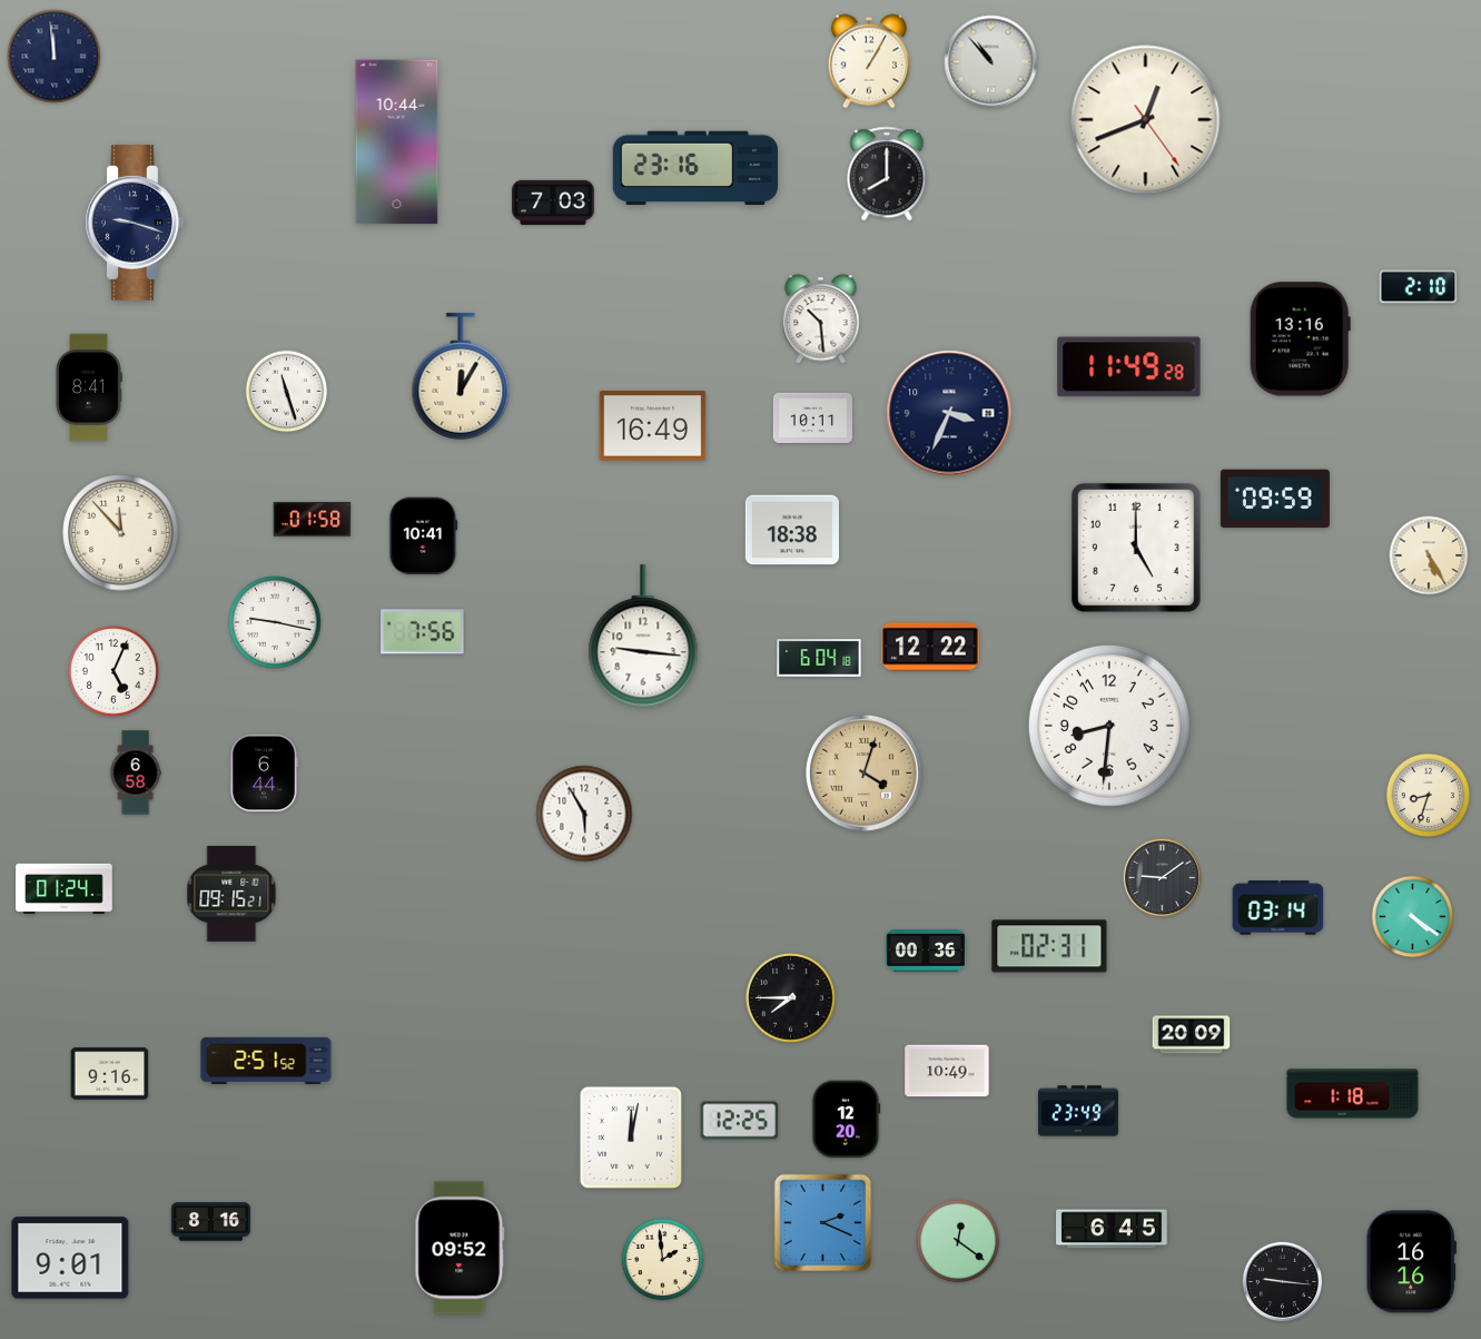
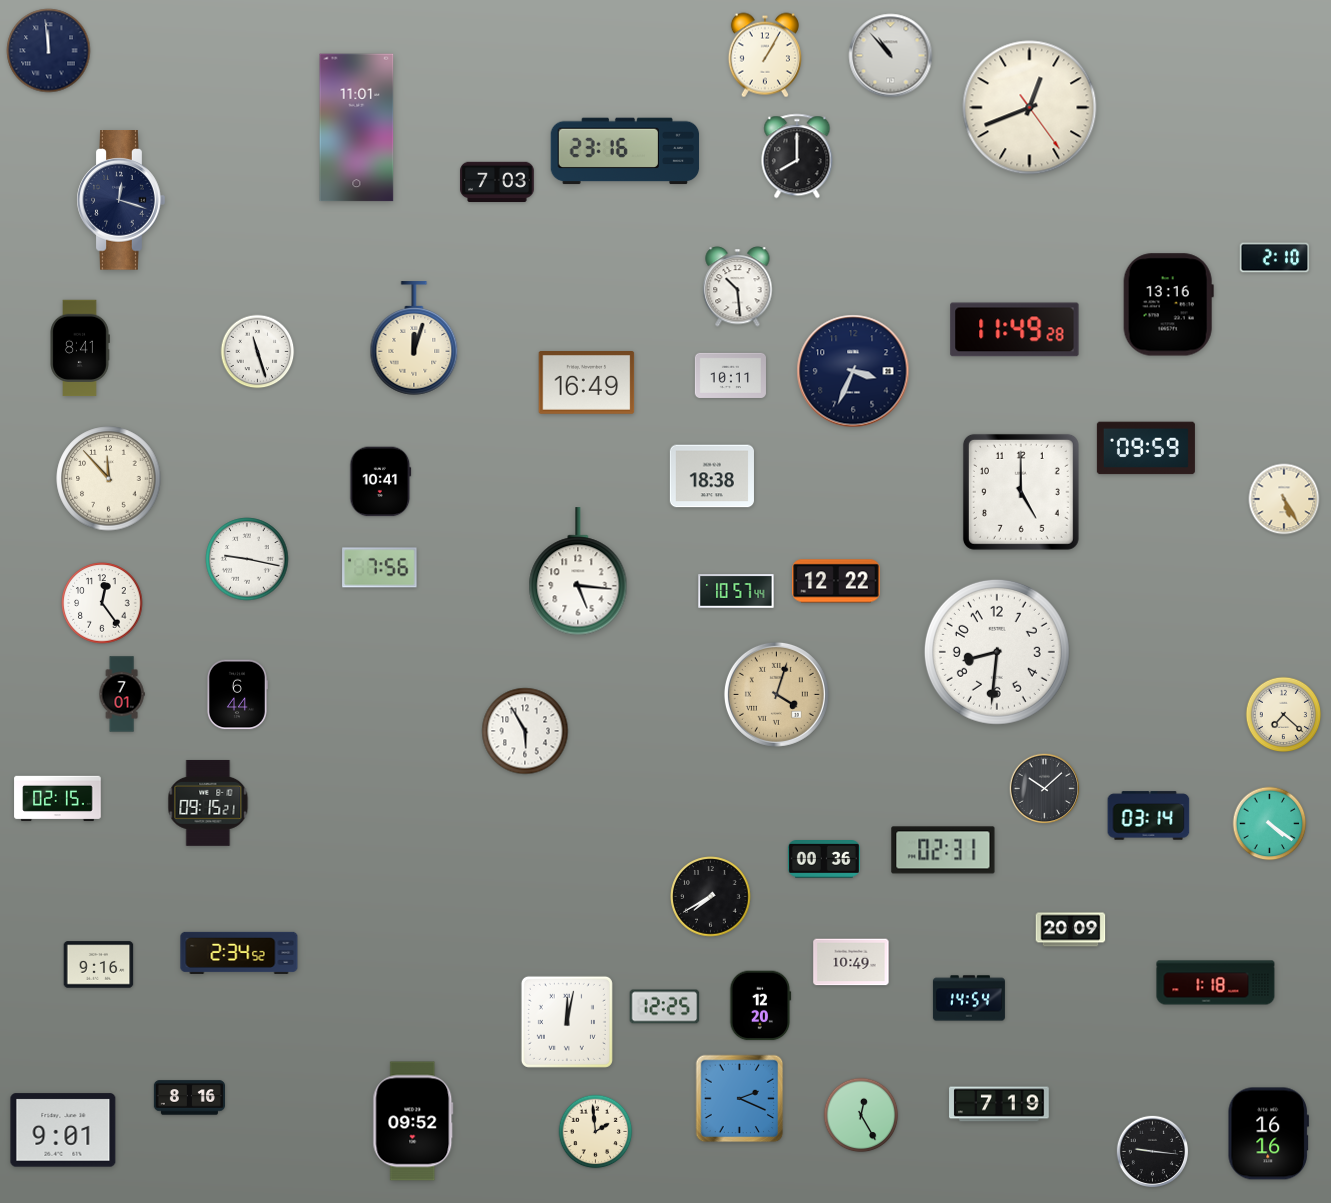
clock at (869, 61) position: (869, 61) -> (765, 55)
clock at (397, 142): 10:44 -> 11:01
clock at (135, 223): 9:18 -> 12:18
clock at (461, 376): 12:05 -> 12:03
clock at (313, 520): 01:58 -> none
clock at (643, 637): 9:16 -> 5:16
clock at (819, 658): 6:04 -> 10:57
clock at (113, 671): 5:04 -> 12:24
clock at (136, 772): 6:58 -> 7:01
clock at (1429, 796): 8:33 -> 7:22
clock at (1163, 878): 9:09 -> 10:08
clock at (65, 889): 01:24 -> 02:15
clock at (926, 951) position: (926, 951) -> (824, 859)
clock at (791, 998): 7:45 -> 7:40
clock at (266, 1061): 2:51 -> 2:34
clock at (1078, 1111): 23:49 -> 14:54
clock at (1112, 1229): 6:45 -> 7:19
clock at (958, 1241): 12:21 -> 12:25
